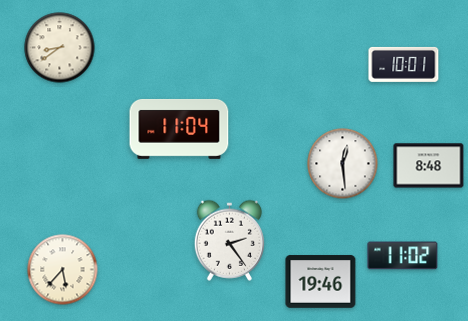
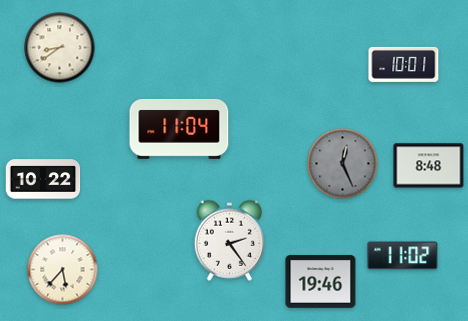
clock at (343, 164): 12:29 -> 12:26
clock at (343, 164) dial: white -> grey
clock at (43, 179): none -> 10:22
